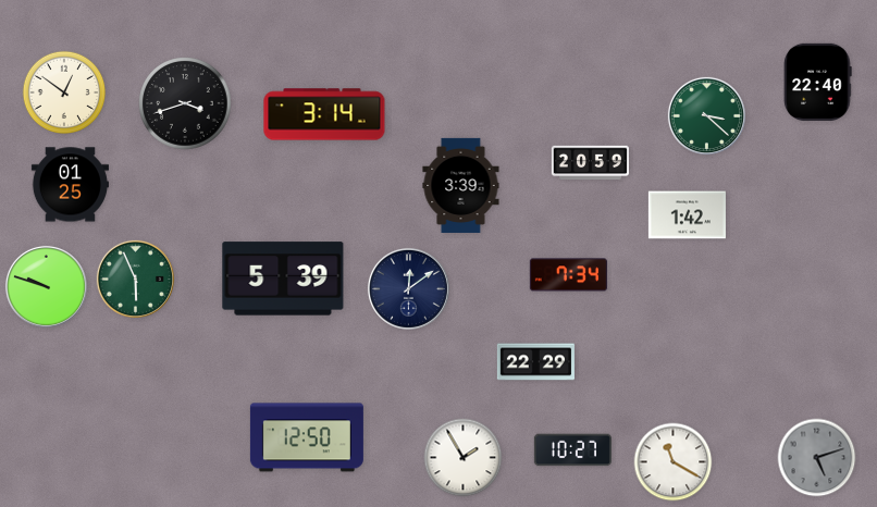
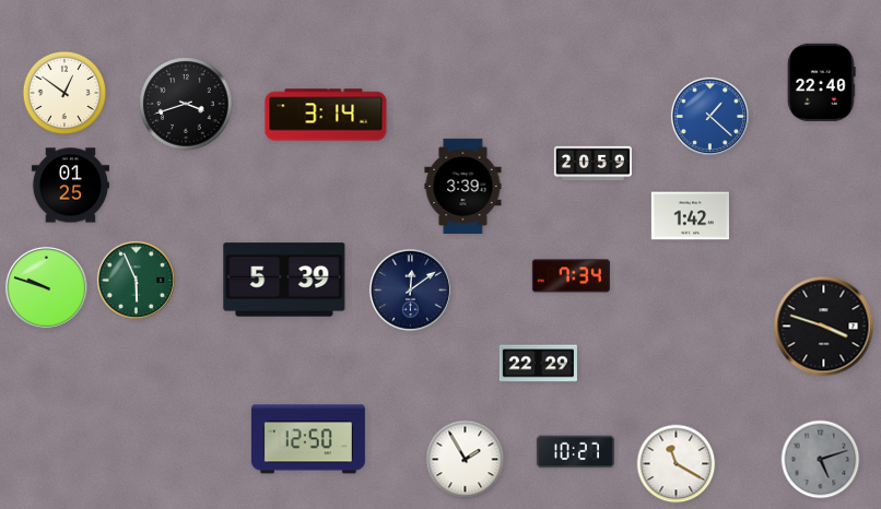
clock at (706, 115): 3:22 -> 1:22
clock at (706, 115) dial: green -> blue
clock at (824, 327): none -> 3:48
